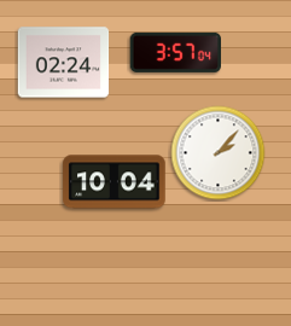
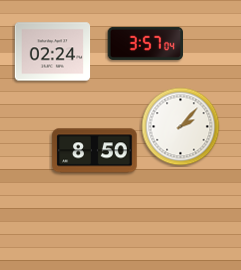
clock at (115, 182): 10:04 -> 8:50
